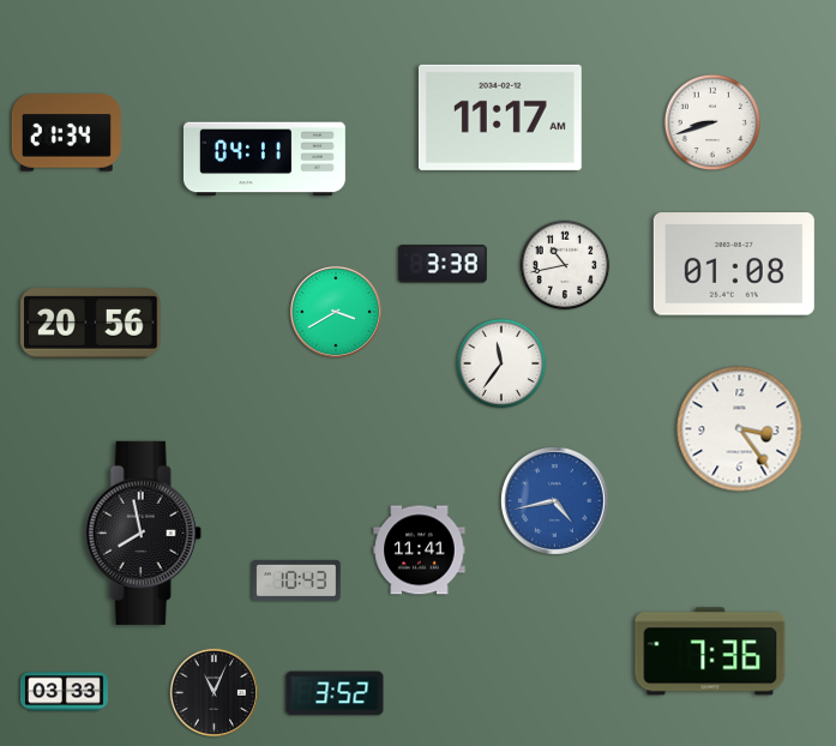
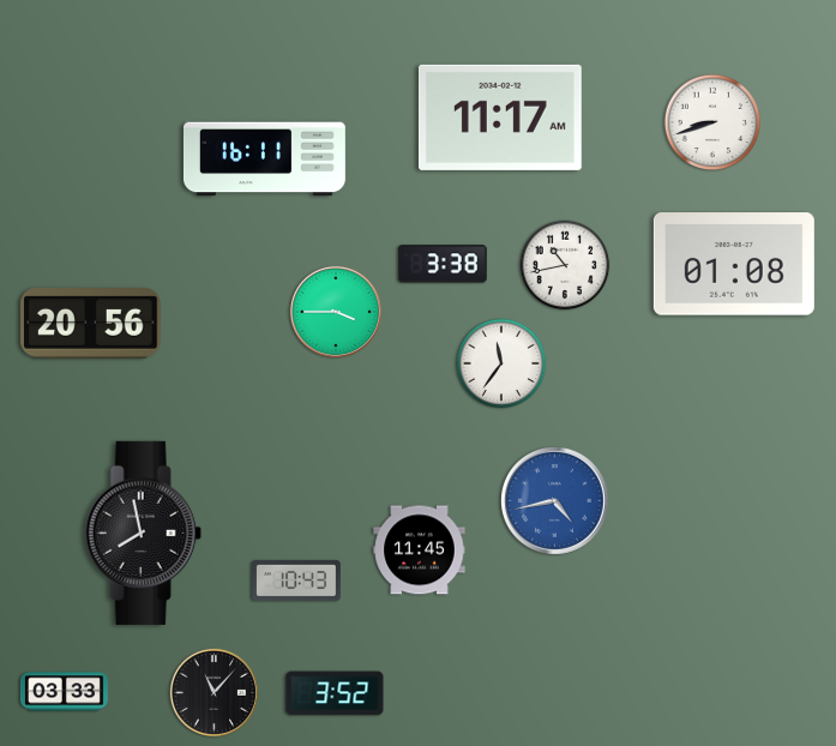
clock at (66, 133): 21:34 -> none
clock at (264, 160): 04:11 -> 16:11
clock at (336, 312): 3:40 -> 3:45
clock at (740, 429): 3:24 -> none
clock at (420, 551): 11:41 -> 11:45
clock at (710, 651): 7:36 -> none
clock at (213, 692): 11:04 -> 11:07
